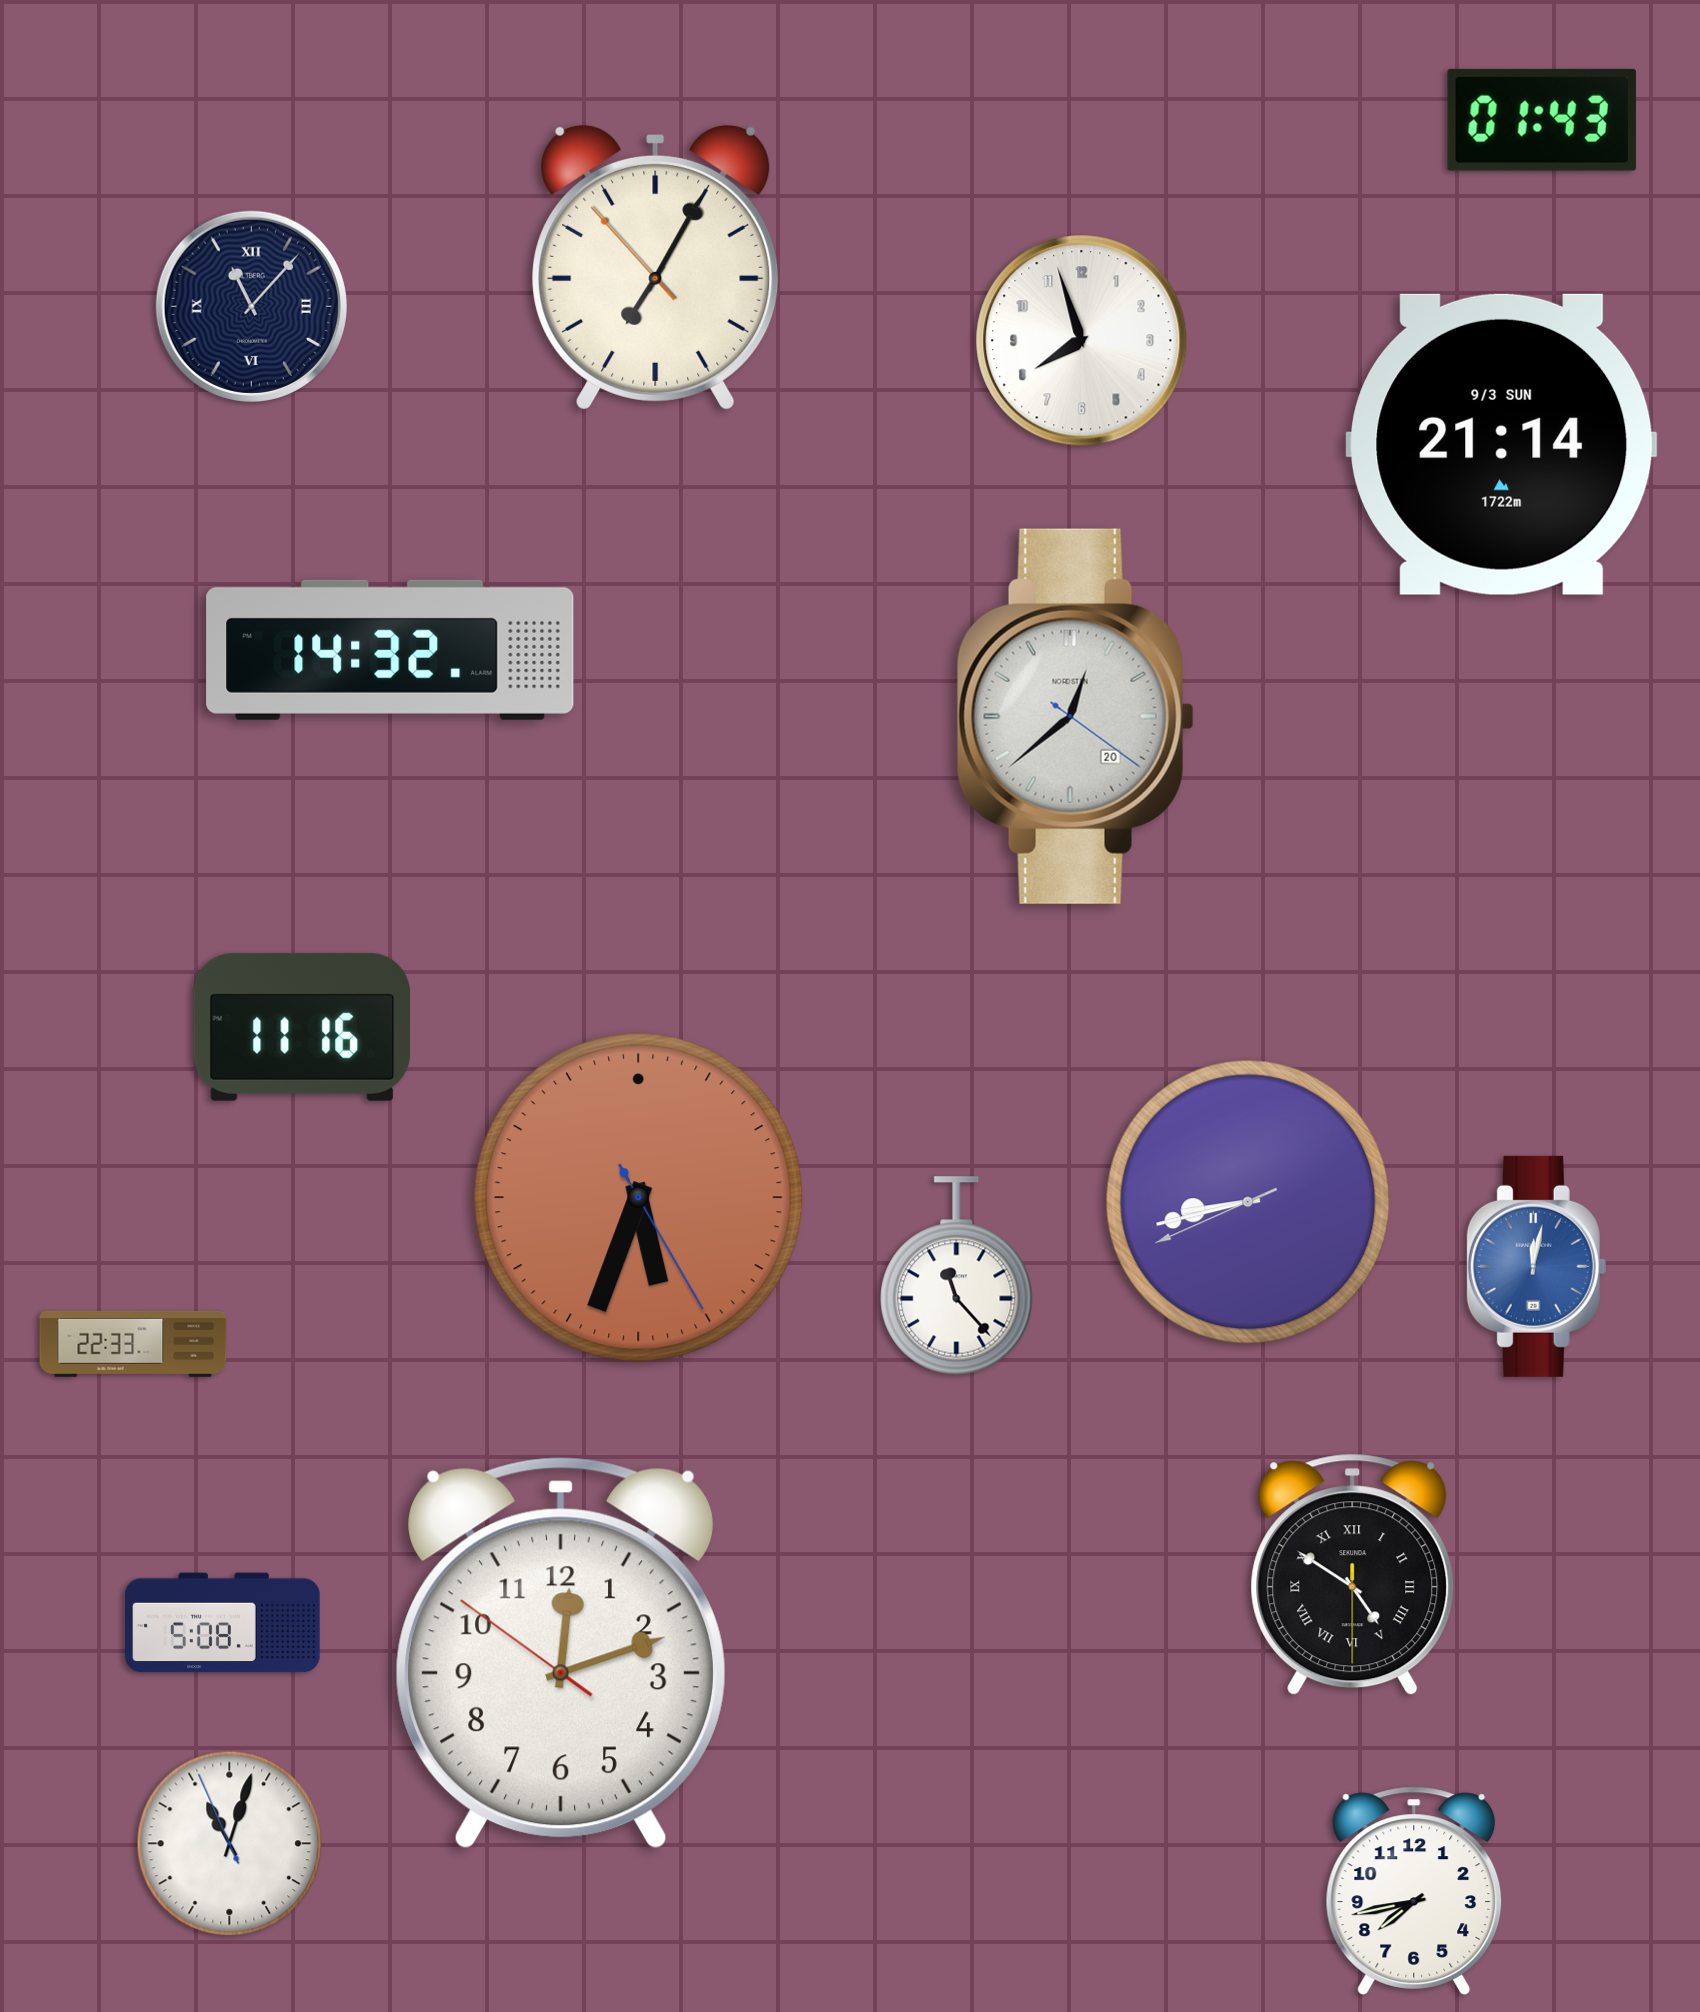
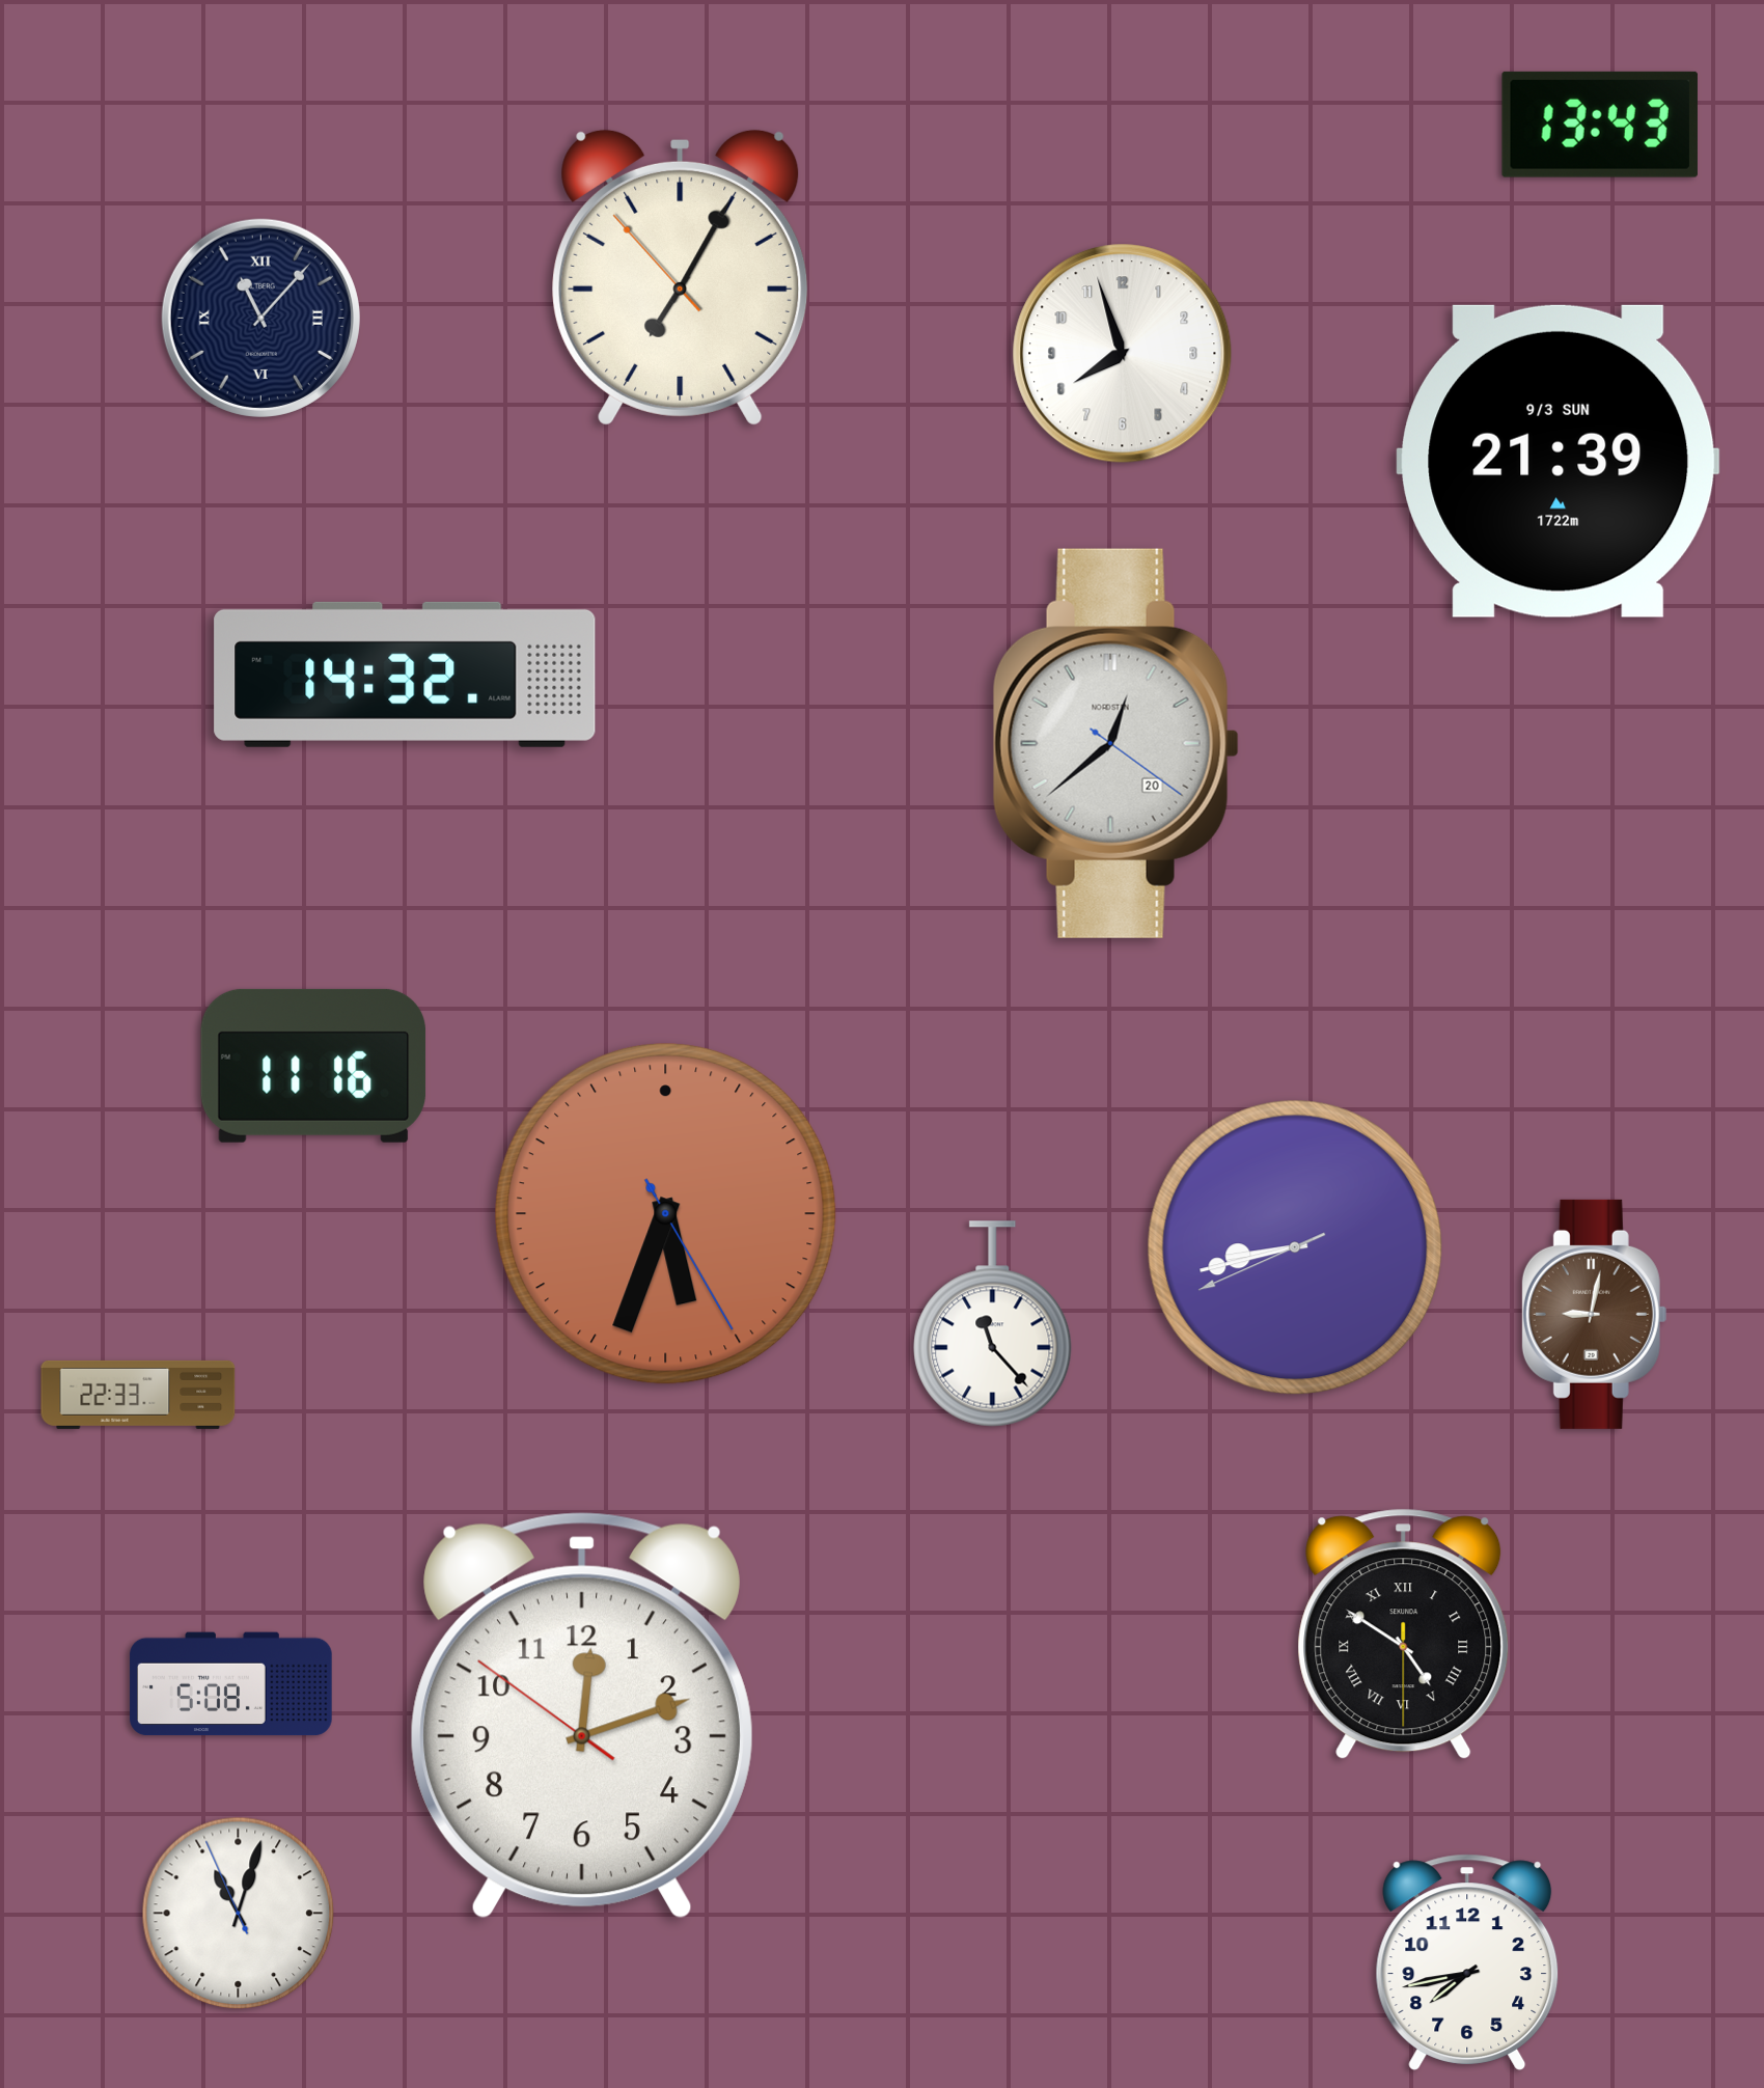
clock at (1542, 120): 01:43 -> 13:43
clock at (1502, 444): 21:14 -> 21:39
clock at (639, 1198) position: (639, 1198) -> (666, 1214)
clock at (1537, 1266): 12:02 -> 9:02
clock at (1537, 1266) dial: blue -> brown
